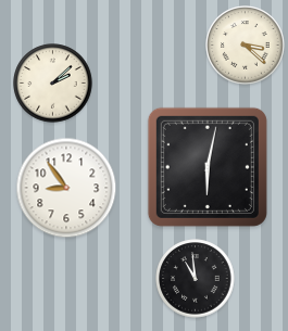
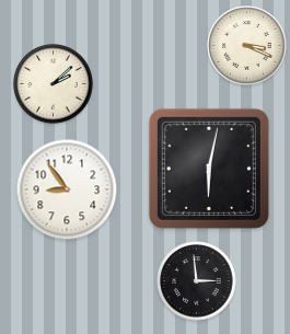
clock at (246, 46): 3:22 -> 3:19
clock at (196, 279): 10:59 -> 2:59
